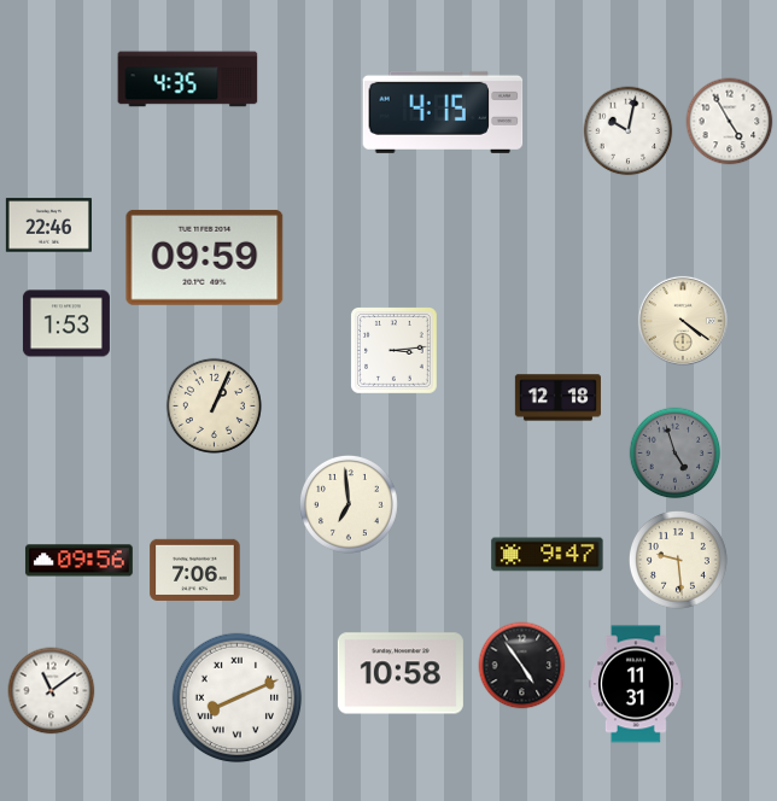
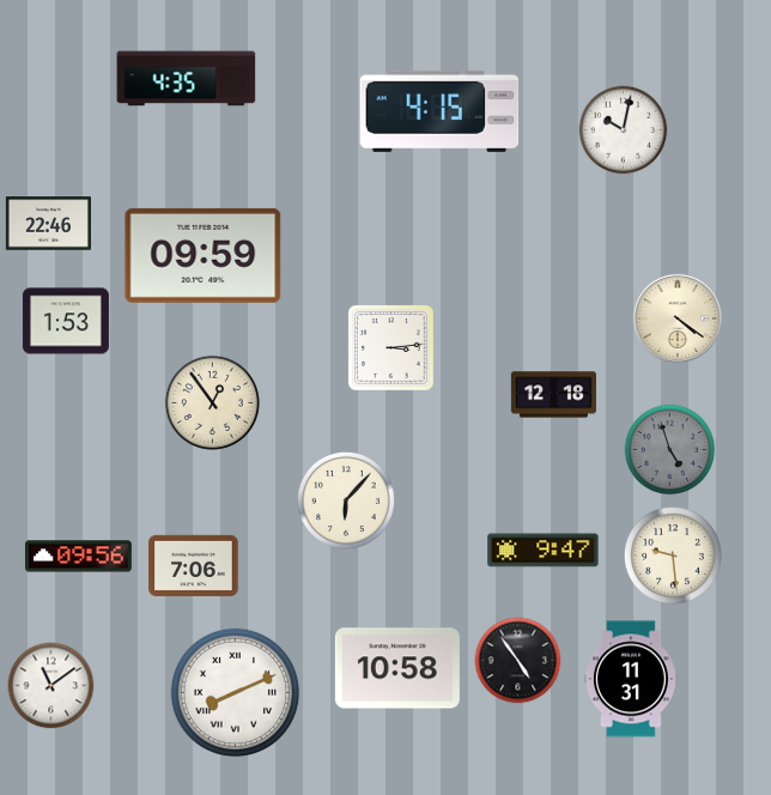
clock at (730, 122): 4:55 -> none
clock at (214, 405): 1:04 -> 12:54
clock at (349, 504): 6:59 -> 6:07
